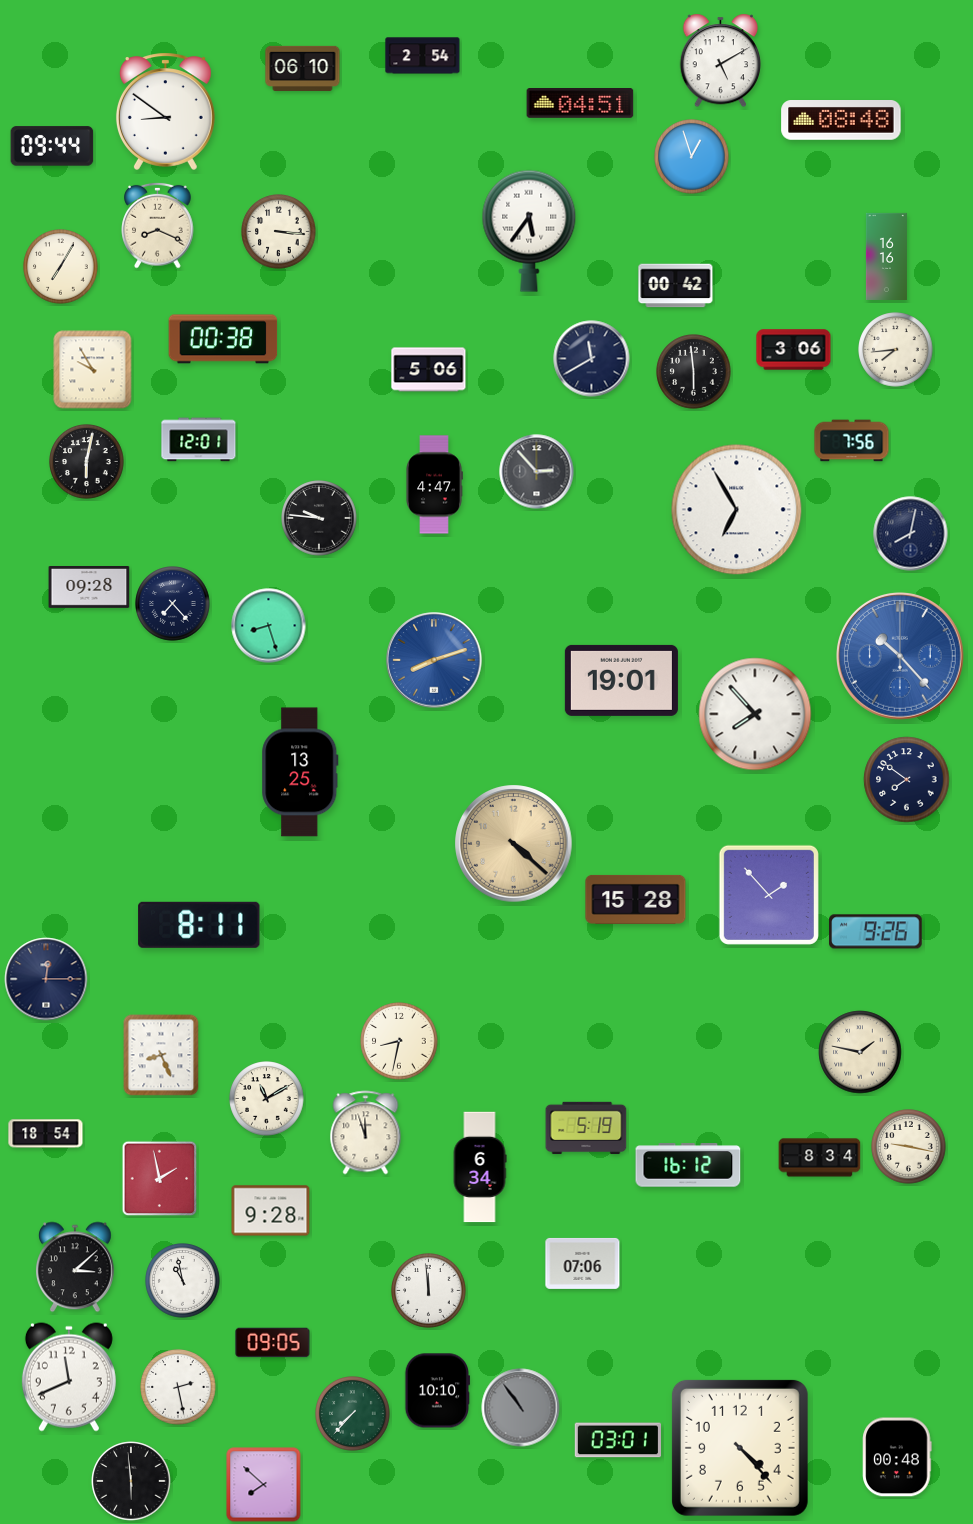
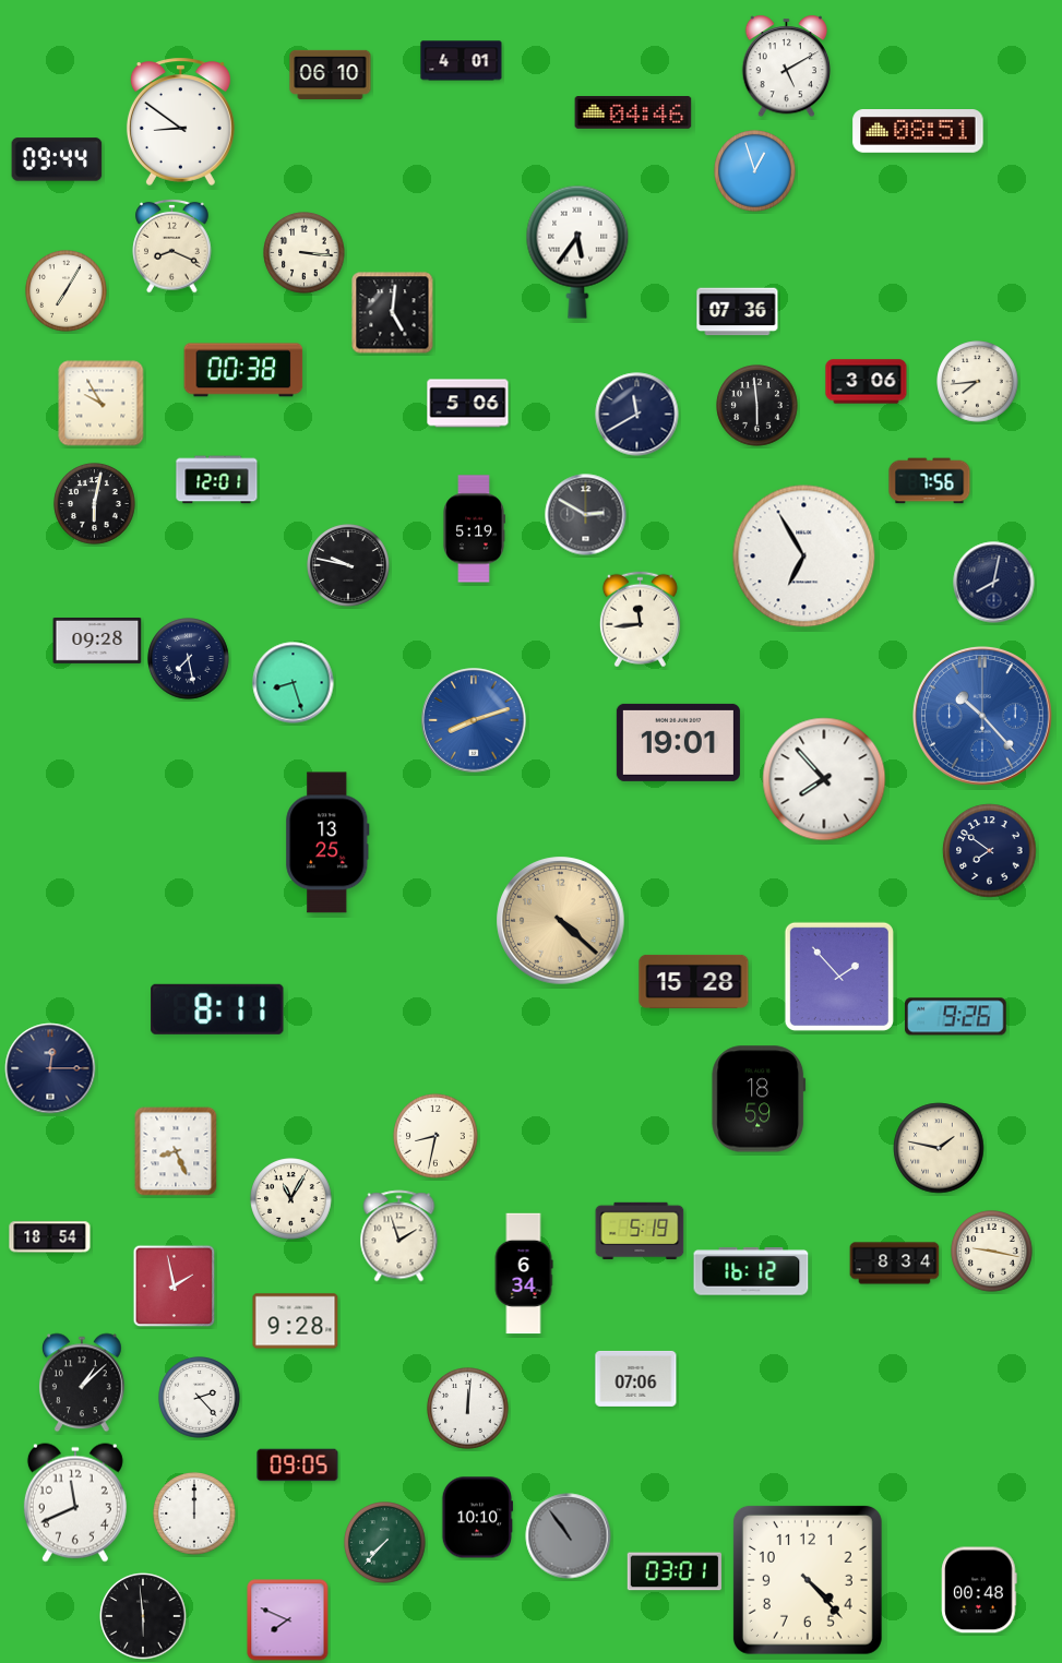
clock at (423, 56): 2:54 -> 4:01
clock at (580, 103): 04:51 -> 04:46
clock at (841, 121): 08:48 -> 08:51
clock at (886, 256): 16:16 -> none
clock at (676, 286): 00:42 -> 07:36
clock at (393, 313): none -> 5:01
clock at (592, 359) position: (592, 359) -> (637, 415)
clock at (537, 472): 2:53 -> 2:50
clock at (434, 485): 4:47 -> 5:19
clock at (319, 518): 9:46 -> 9:47
clock at (640, 620): none -> 11:44
clock at (173, 604): 7:23 -> 7:28
clock at (759, 1099): none -> 18:59
clock at (267, 1099): 11:10 -> 11:05
clock at (366, 1133): 11:57 -> 1:57
clock at (75, 1267): 3:08 -> 1:08
clock at (183, 1281): 10:58 -> 2:23
clock at (429, 1291): 11:59 -> 12:01
clock at (178, 1387): 2:28 -> 12:00
clock at (264, 1485): 7:52 -> 7:49
